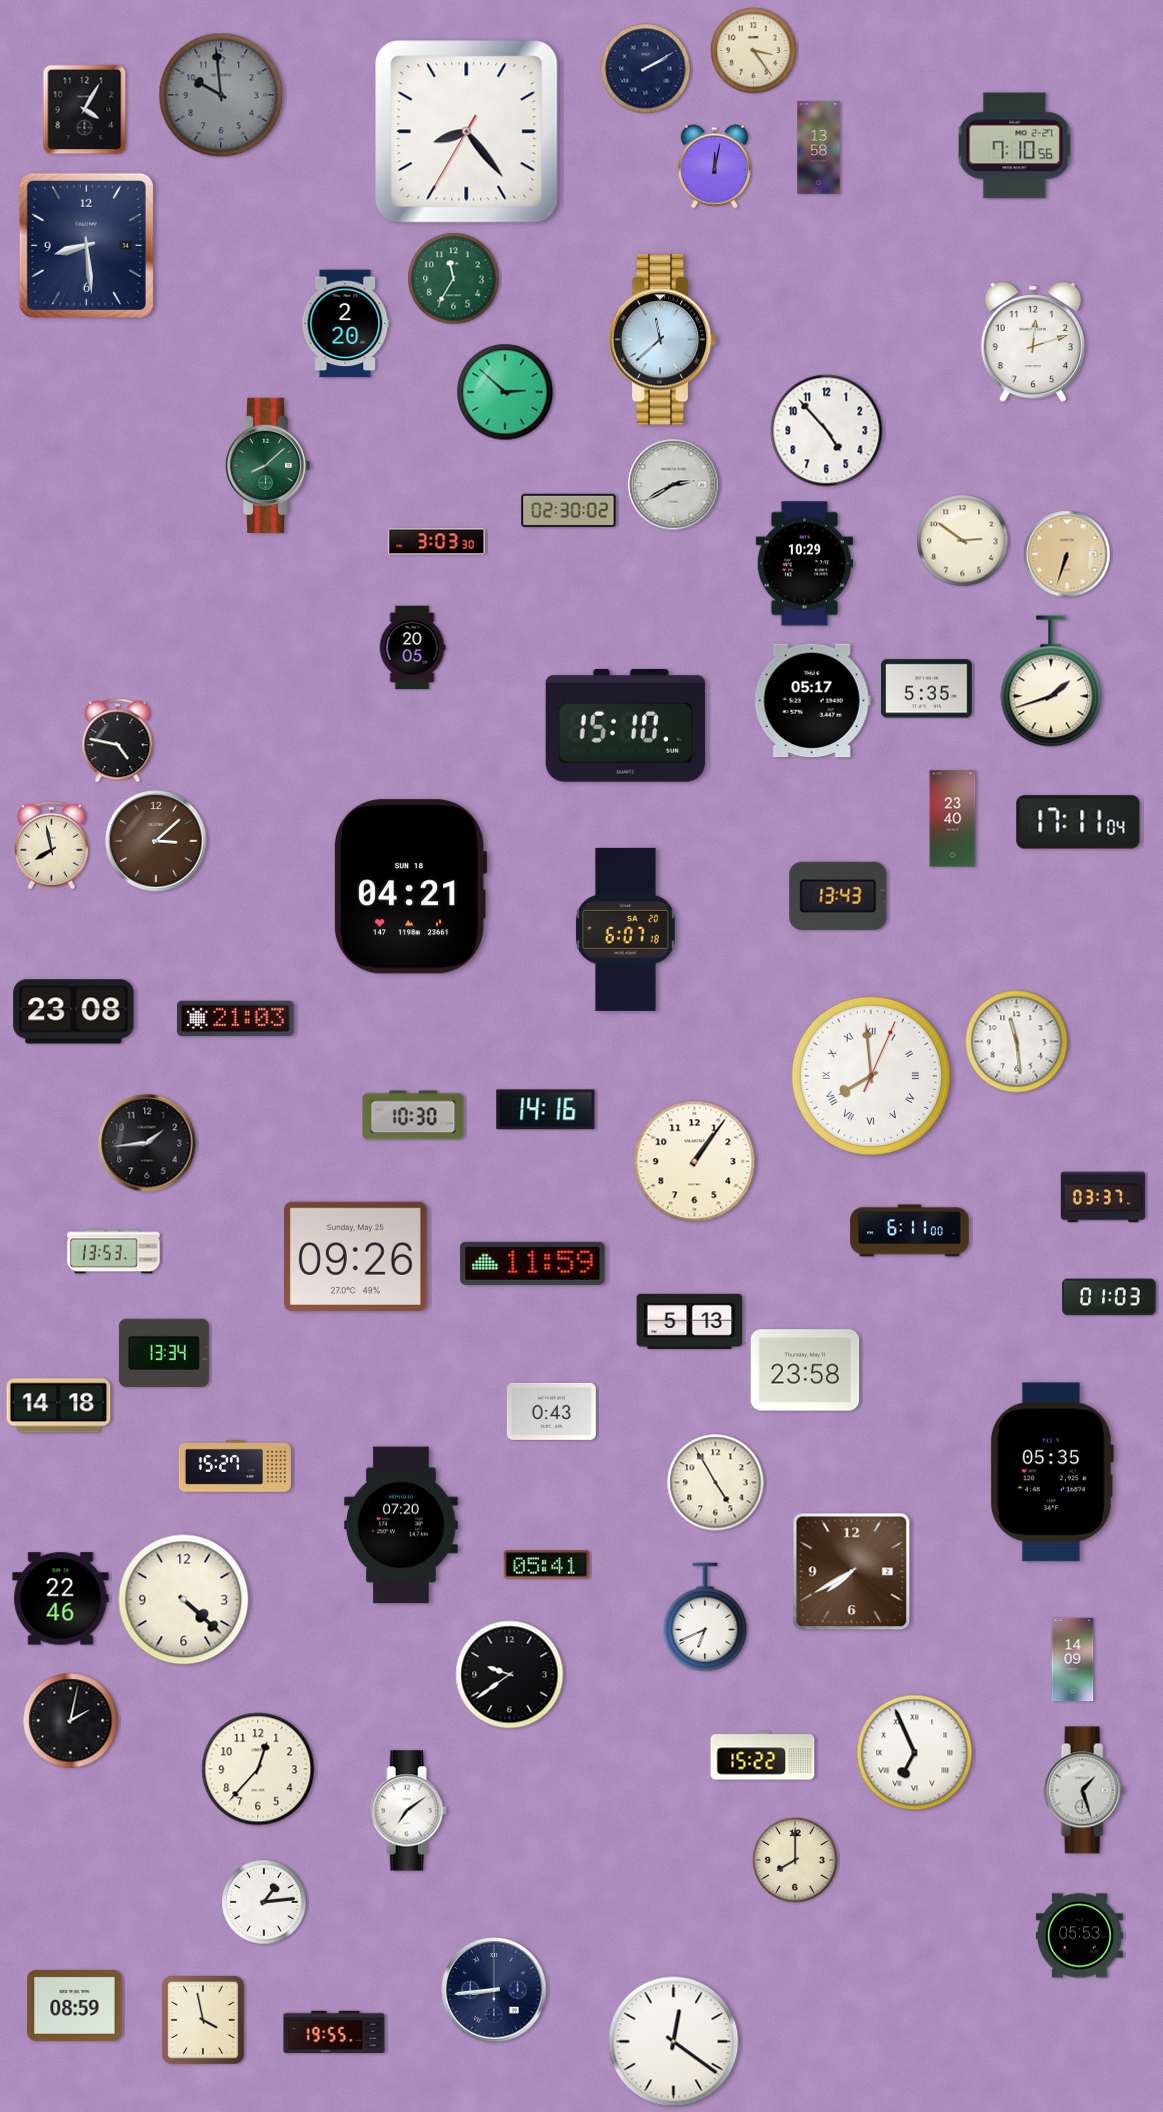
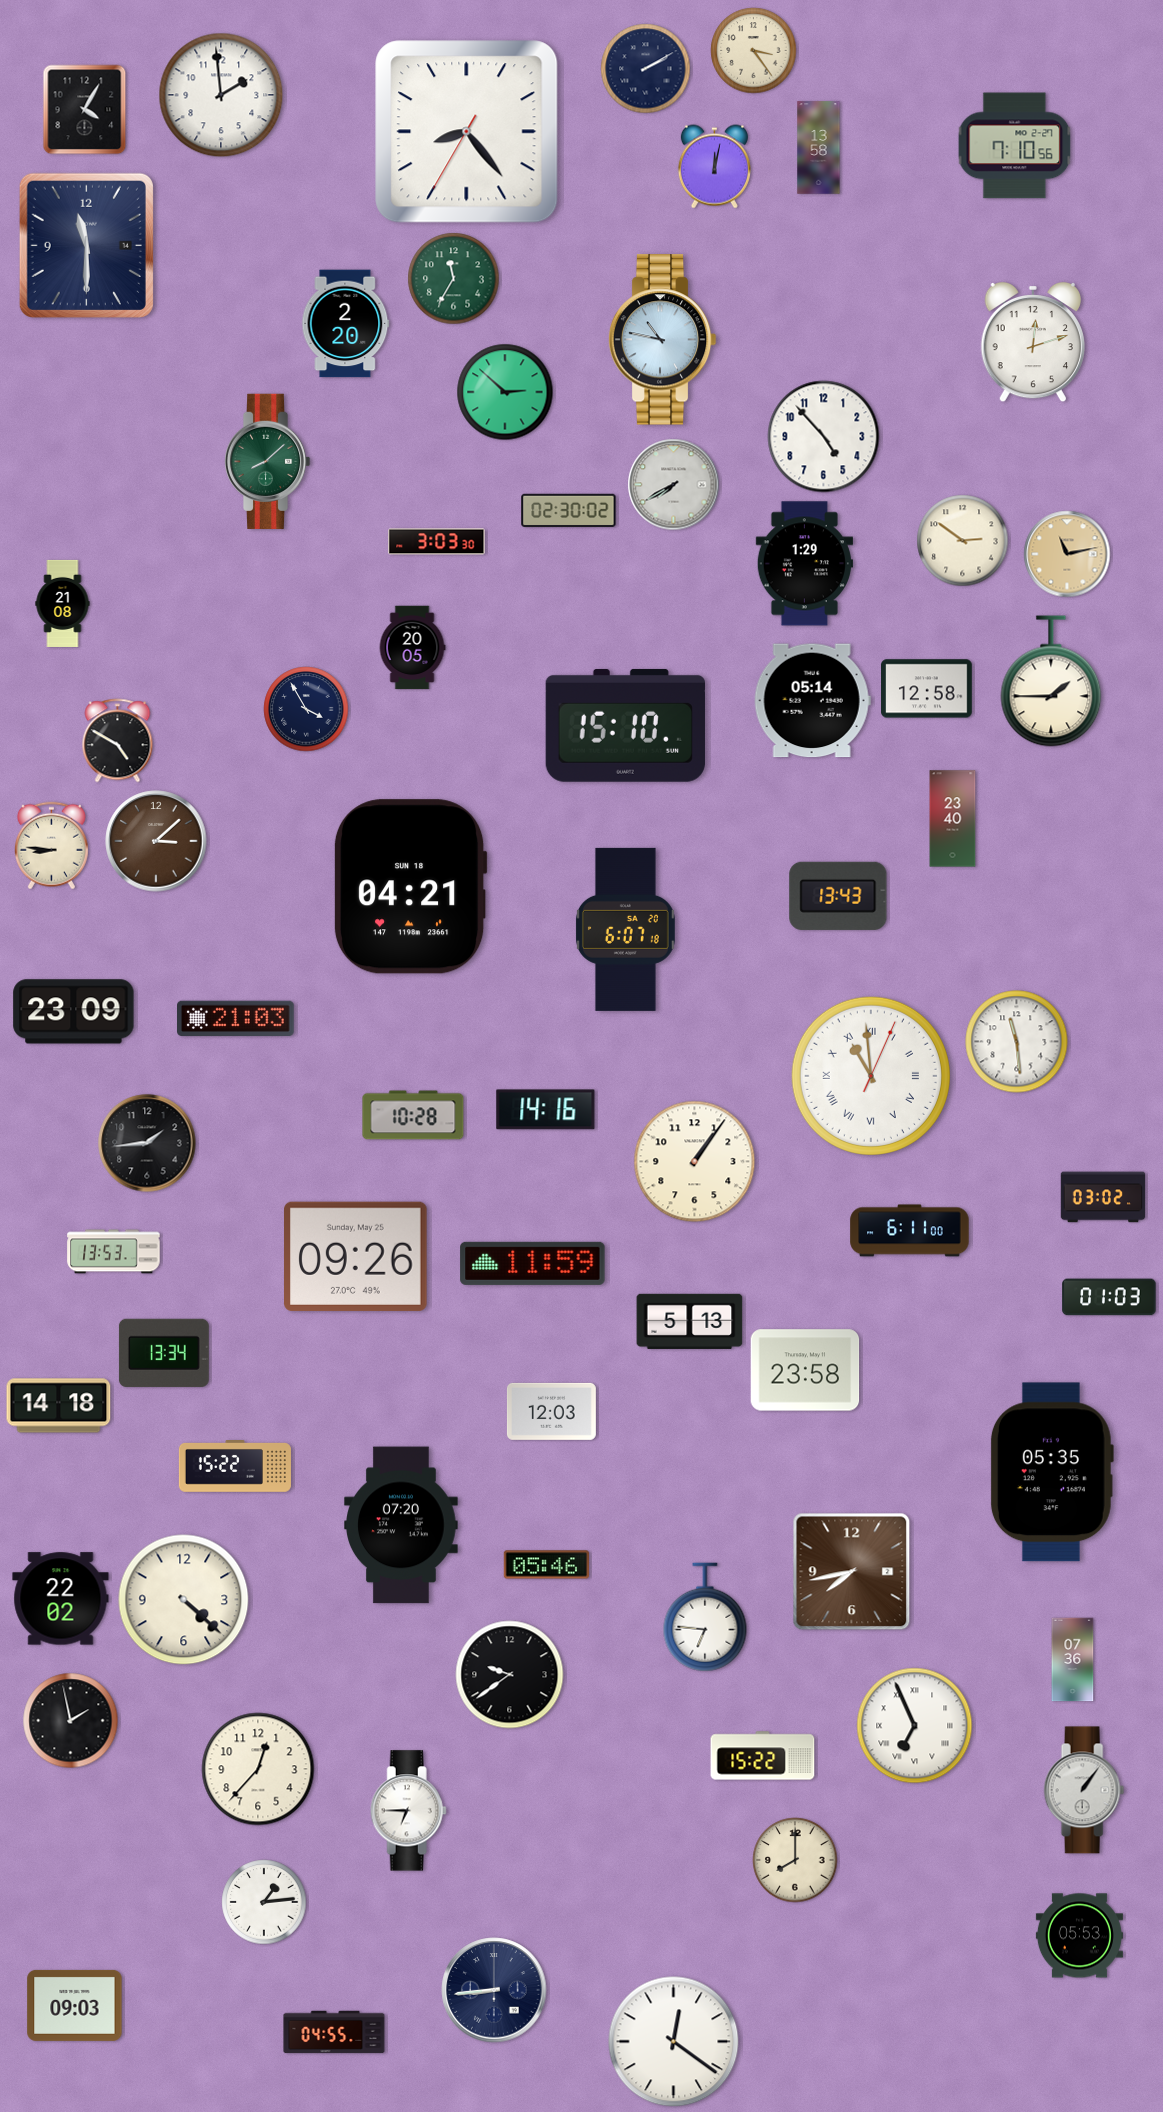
clock at (221, 95): 9:59 -> 1:59
clock at (221, 95) dial: grey -> white
clock at (86, 245): 8:29 -> 11:30
clock at (662, 340): 11:38 -> 10:47
clock at (827, 431) position: (827, 431) -> (824, 437)
clock at (267, 465) position: (267, 465) -> (267, 461)
clock at (674, 485): 2:40 -> 7:40
clock at (1067, 554): 6:33 -> 11:13
clock at (804, 564): 10:29 -> 1:29
clock at (63, 603): none -> 21:08
clock at (1051, 681): 1:42 -> 1:45
clock at (927, 689): 5:35 -> 12:58
clock at (812, 701): 05:17 -> 05:14
clock at (306, 709): none -> 3:55
clock at (118, 741): 4:47 -> 4:50
clock at (1078, 822): 17:11 -> none
clock at (51, 846): 7:58 -> 8:46
clock at (74, 1012): 23:08 -> 23:09
clock at (871, 1076): 7:59 -> 10:59
clock at (413, 1115): 10:30 -> 10:28
clock at (1103, 1197): 03:37 -> 03:02
clock at (551, 1411): 0:43 -> 12:03
clock at (235, 1467): 15:27 -> 15:22
clock at (716, 1483): 4:55 -> none
clock at (546, 1565): 05:41 -> 05:46
clock at (852, 1572): 7:40 -> 7:43
clock at (61, 1599): 22:46 -> 22:02
clock at (705, 1617): 6:41 -> 6:46
clock at (1073, 1660): 14:09 -> 07:36
clock at (71, 1721): 2:02 -> 1:58
clock at (915, 1753) position: (915, 1753) -> (915, 1726)
clock at (1084, 1790): 1:27 -> 1:06
clock at (408, 1811): 7:09 -> 6:45
clock at (75, 2005): 08:59 -> 09:03
clock at (203, 2021): 3:58 -> none
clock at (334, 2032): 19:55 -> 04:55
